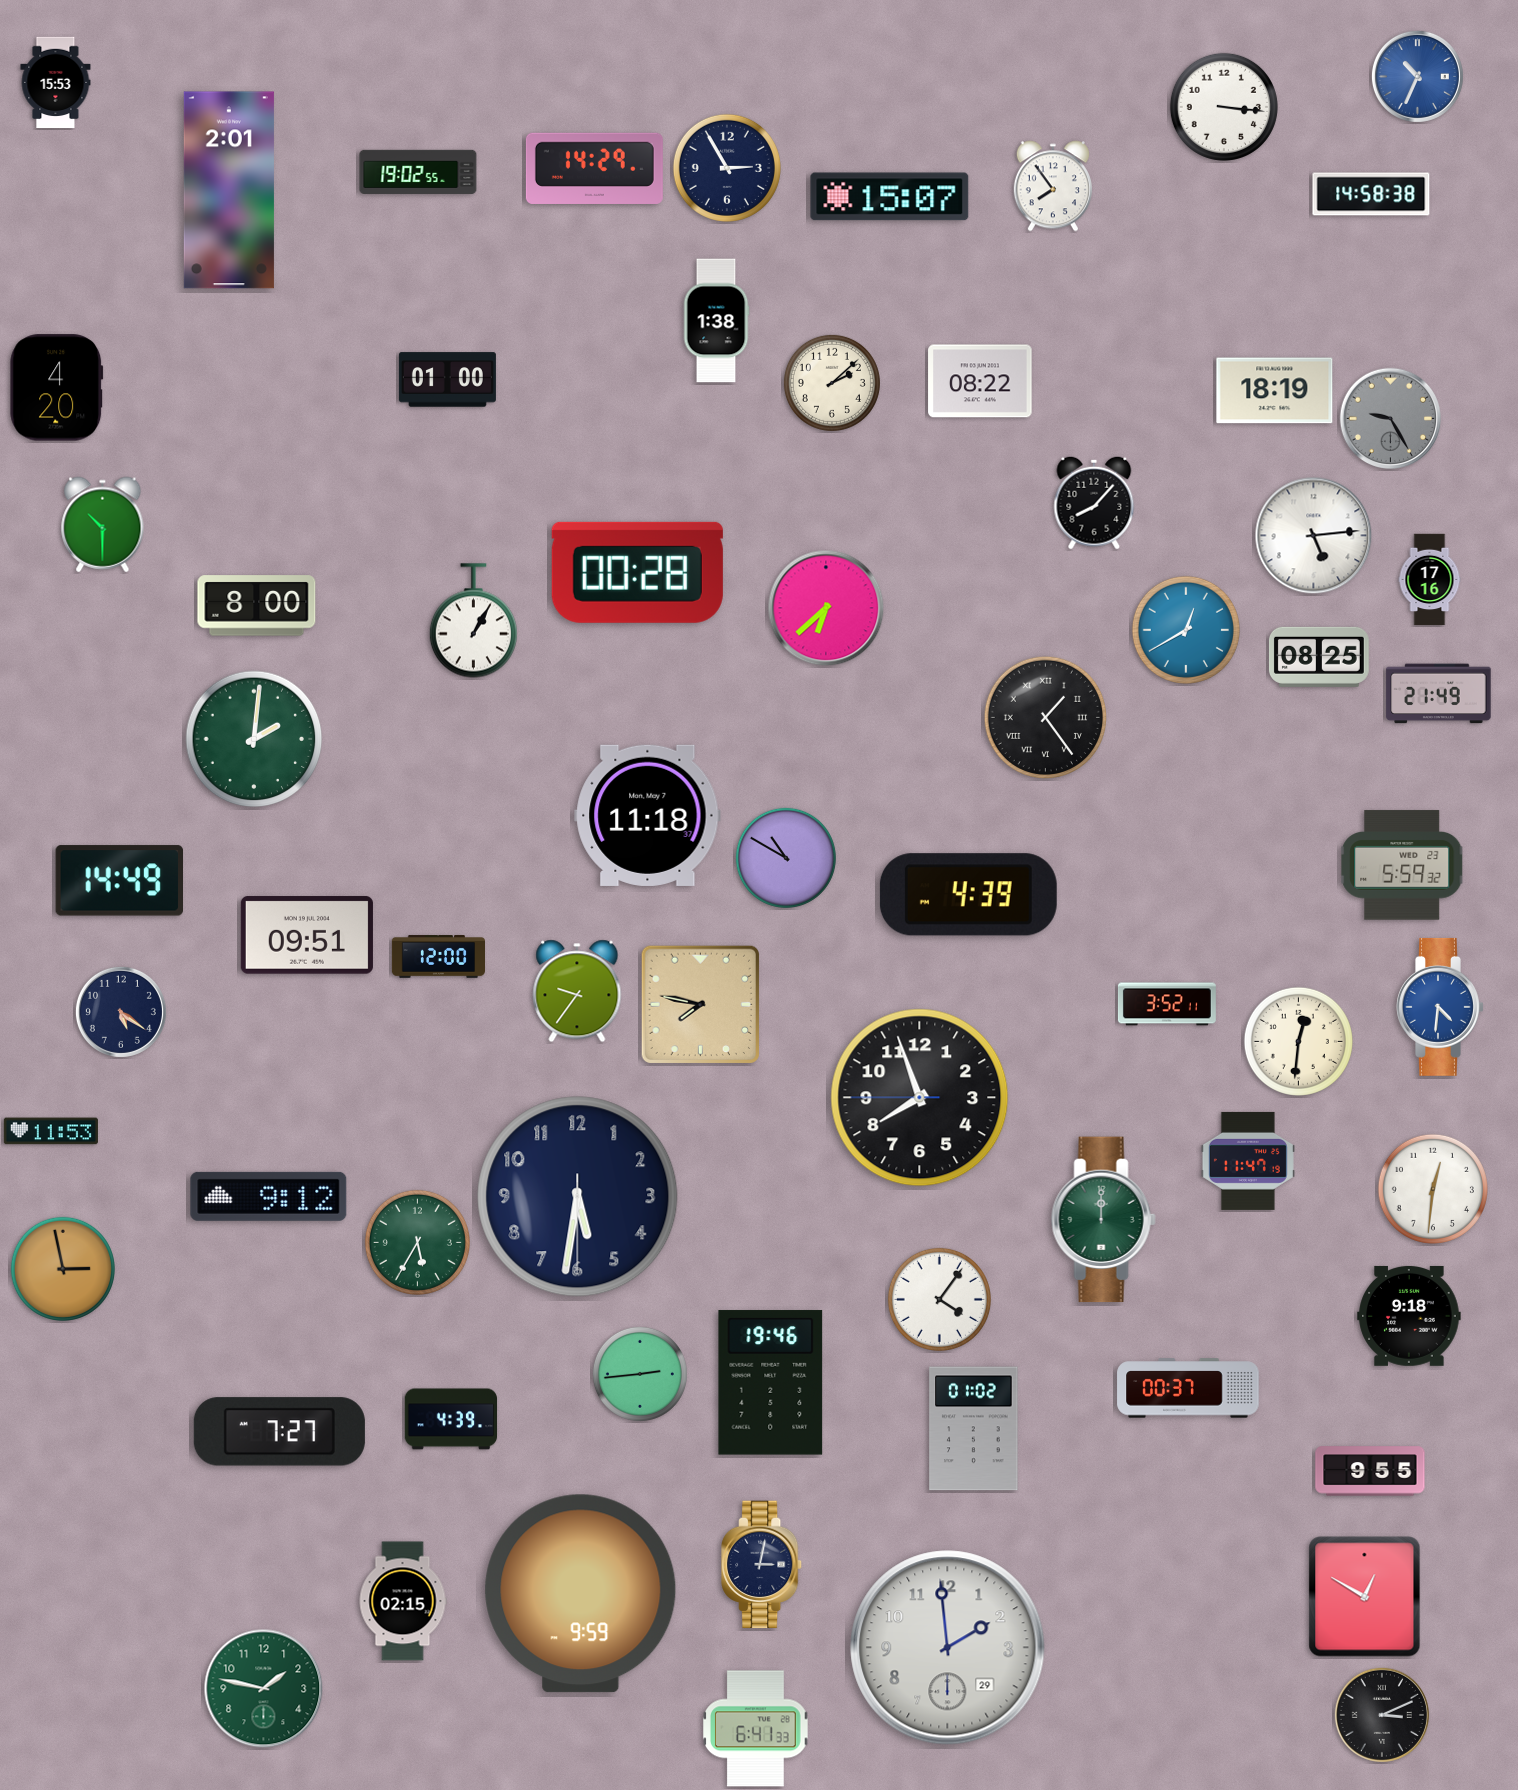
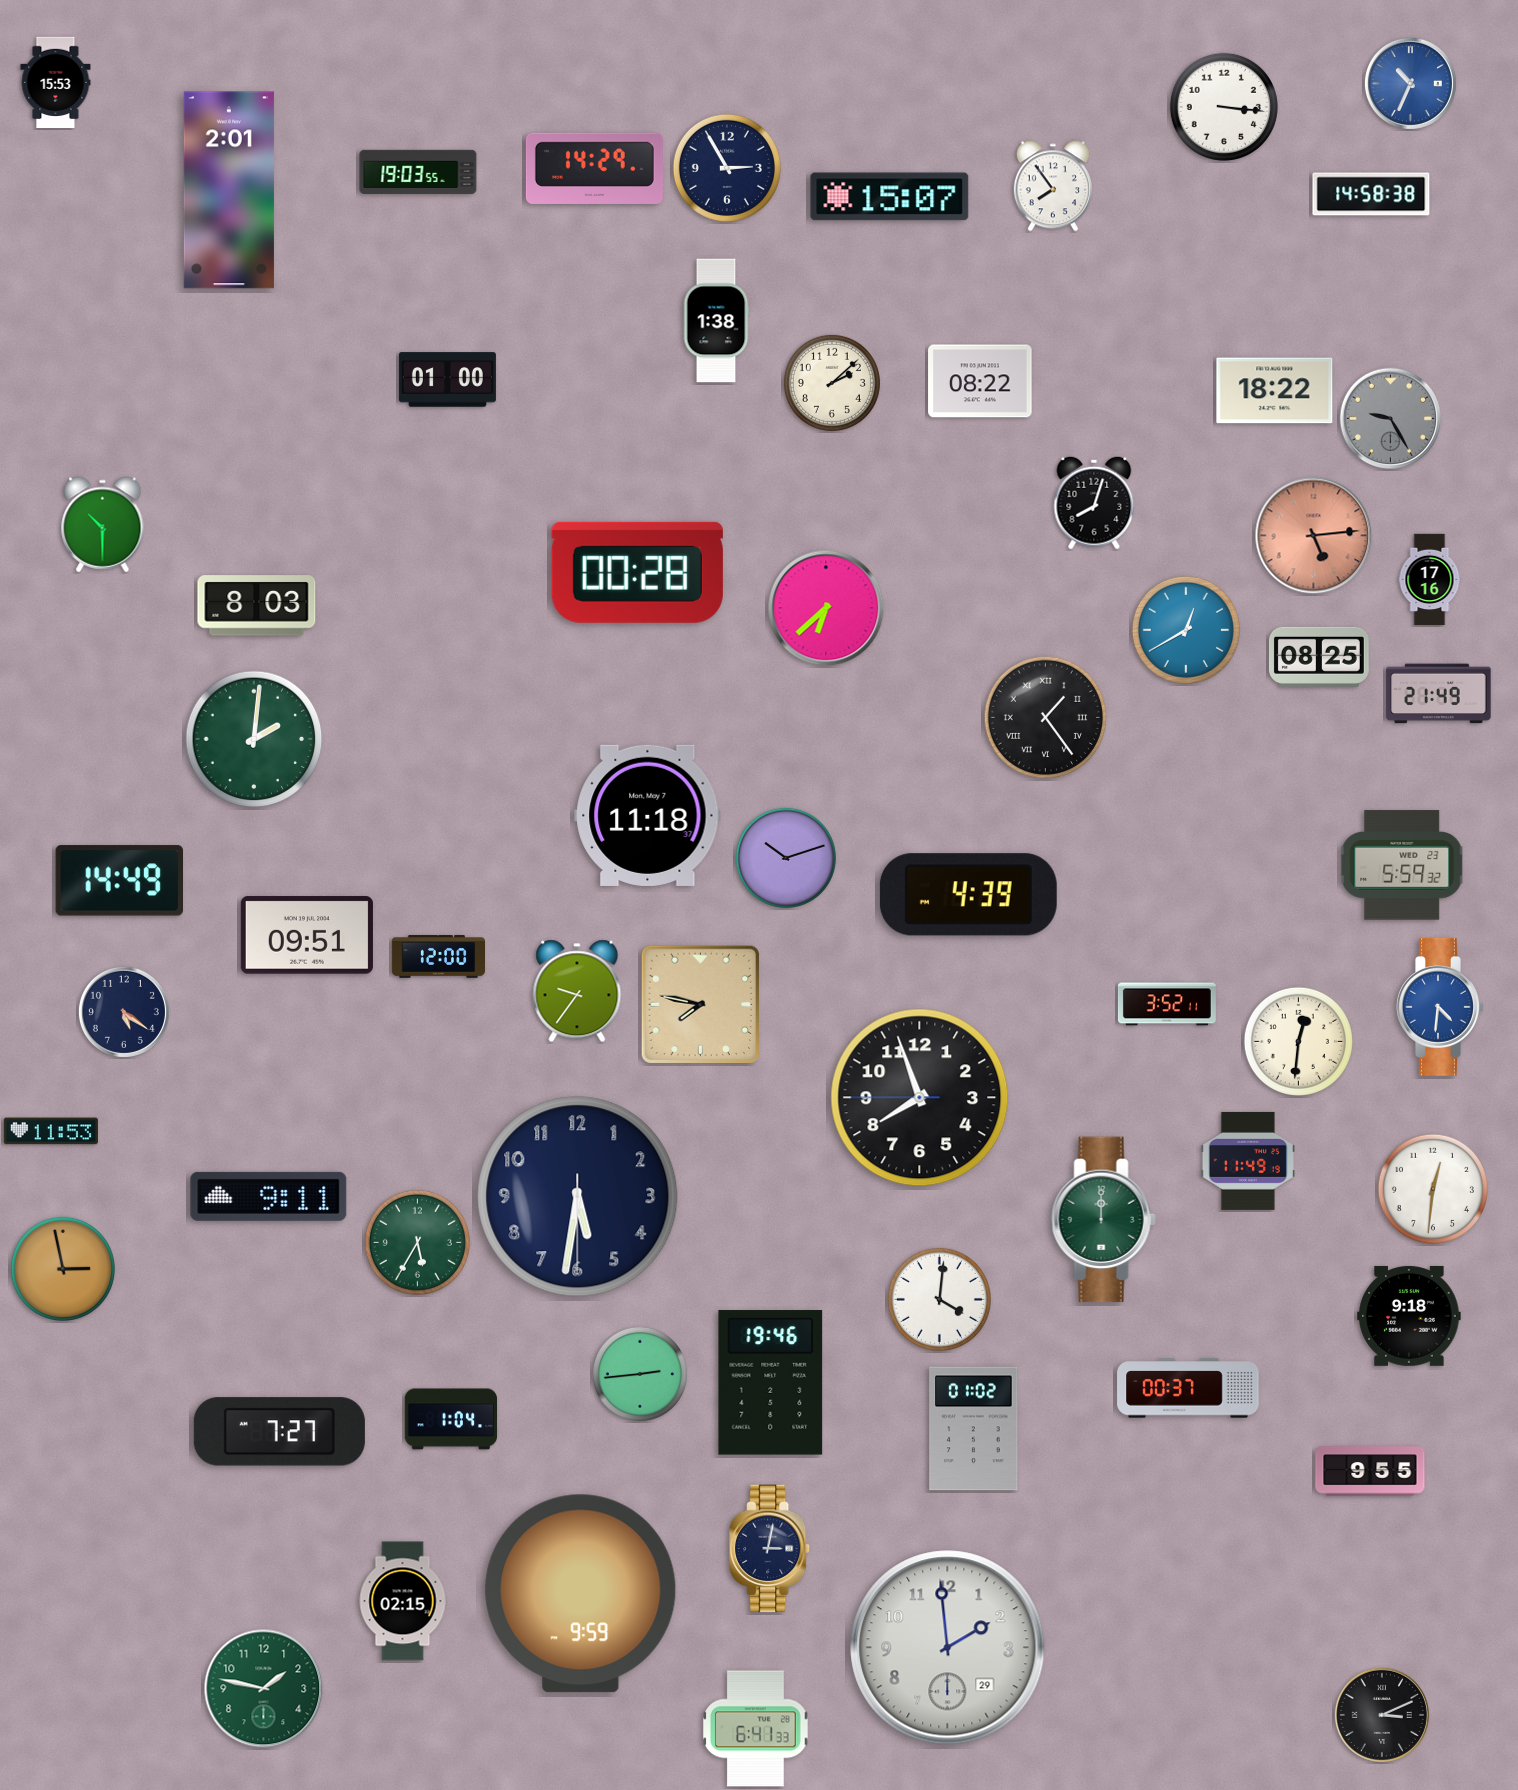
clock at (1417, 76) position: (1417, 76) -> (1410, 83)
clock at (418, 172): 19:02 -> 19:03
clock at (57, 388): 4:20 -> none
clock at (1275, 391): 18:19 -> 18:22
clock at (1094, 503): 8:07 -> 8:03
clock at (1314, 536) dial: white -> salmon
clock at (257, 606): 8:00 -> 8:03
clock at (473, 621): 1:05 -> none
clock at (786, 858): 10:50 -> 10:12
clock at (121, 1012) position: (121, 1012) -> (124, 1012)
clock at (1248, 1161): 11:47 -> 11:49
clock at (269, 1196): 9:12 -> 9:11
clock at (939, 1299): 4:06 -> 4:01
clock at (451, 1419): 4:39 -> 1:04
clock at (763, 1565) position: (763, 1565) -> (771, 1549)
clock at (1365, 1597): 12:50 -> none
